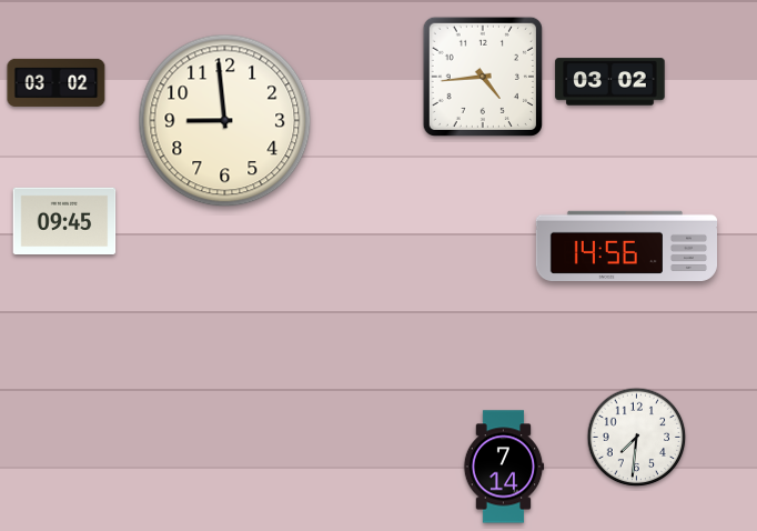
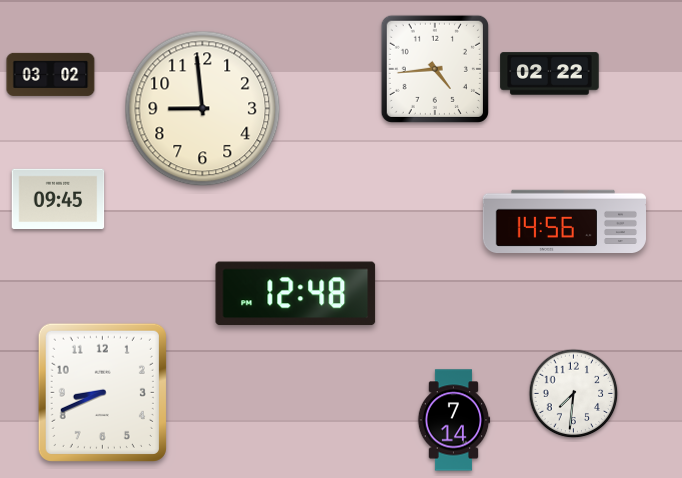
clock at (610, 82): 03:02 -> 02:22
clock at (296, 294): none -> 12:48
clock at (102, 392): none -> 8:41
